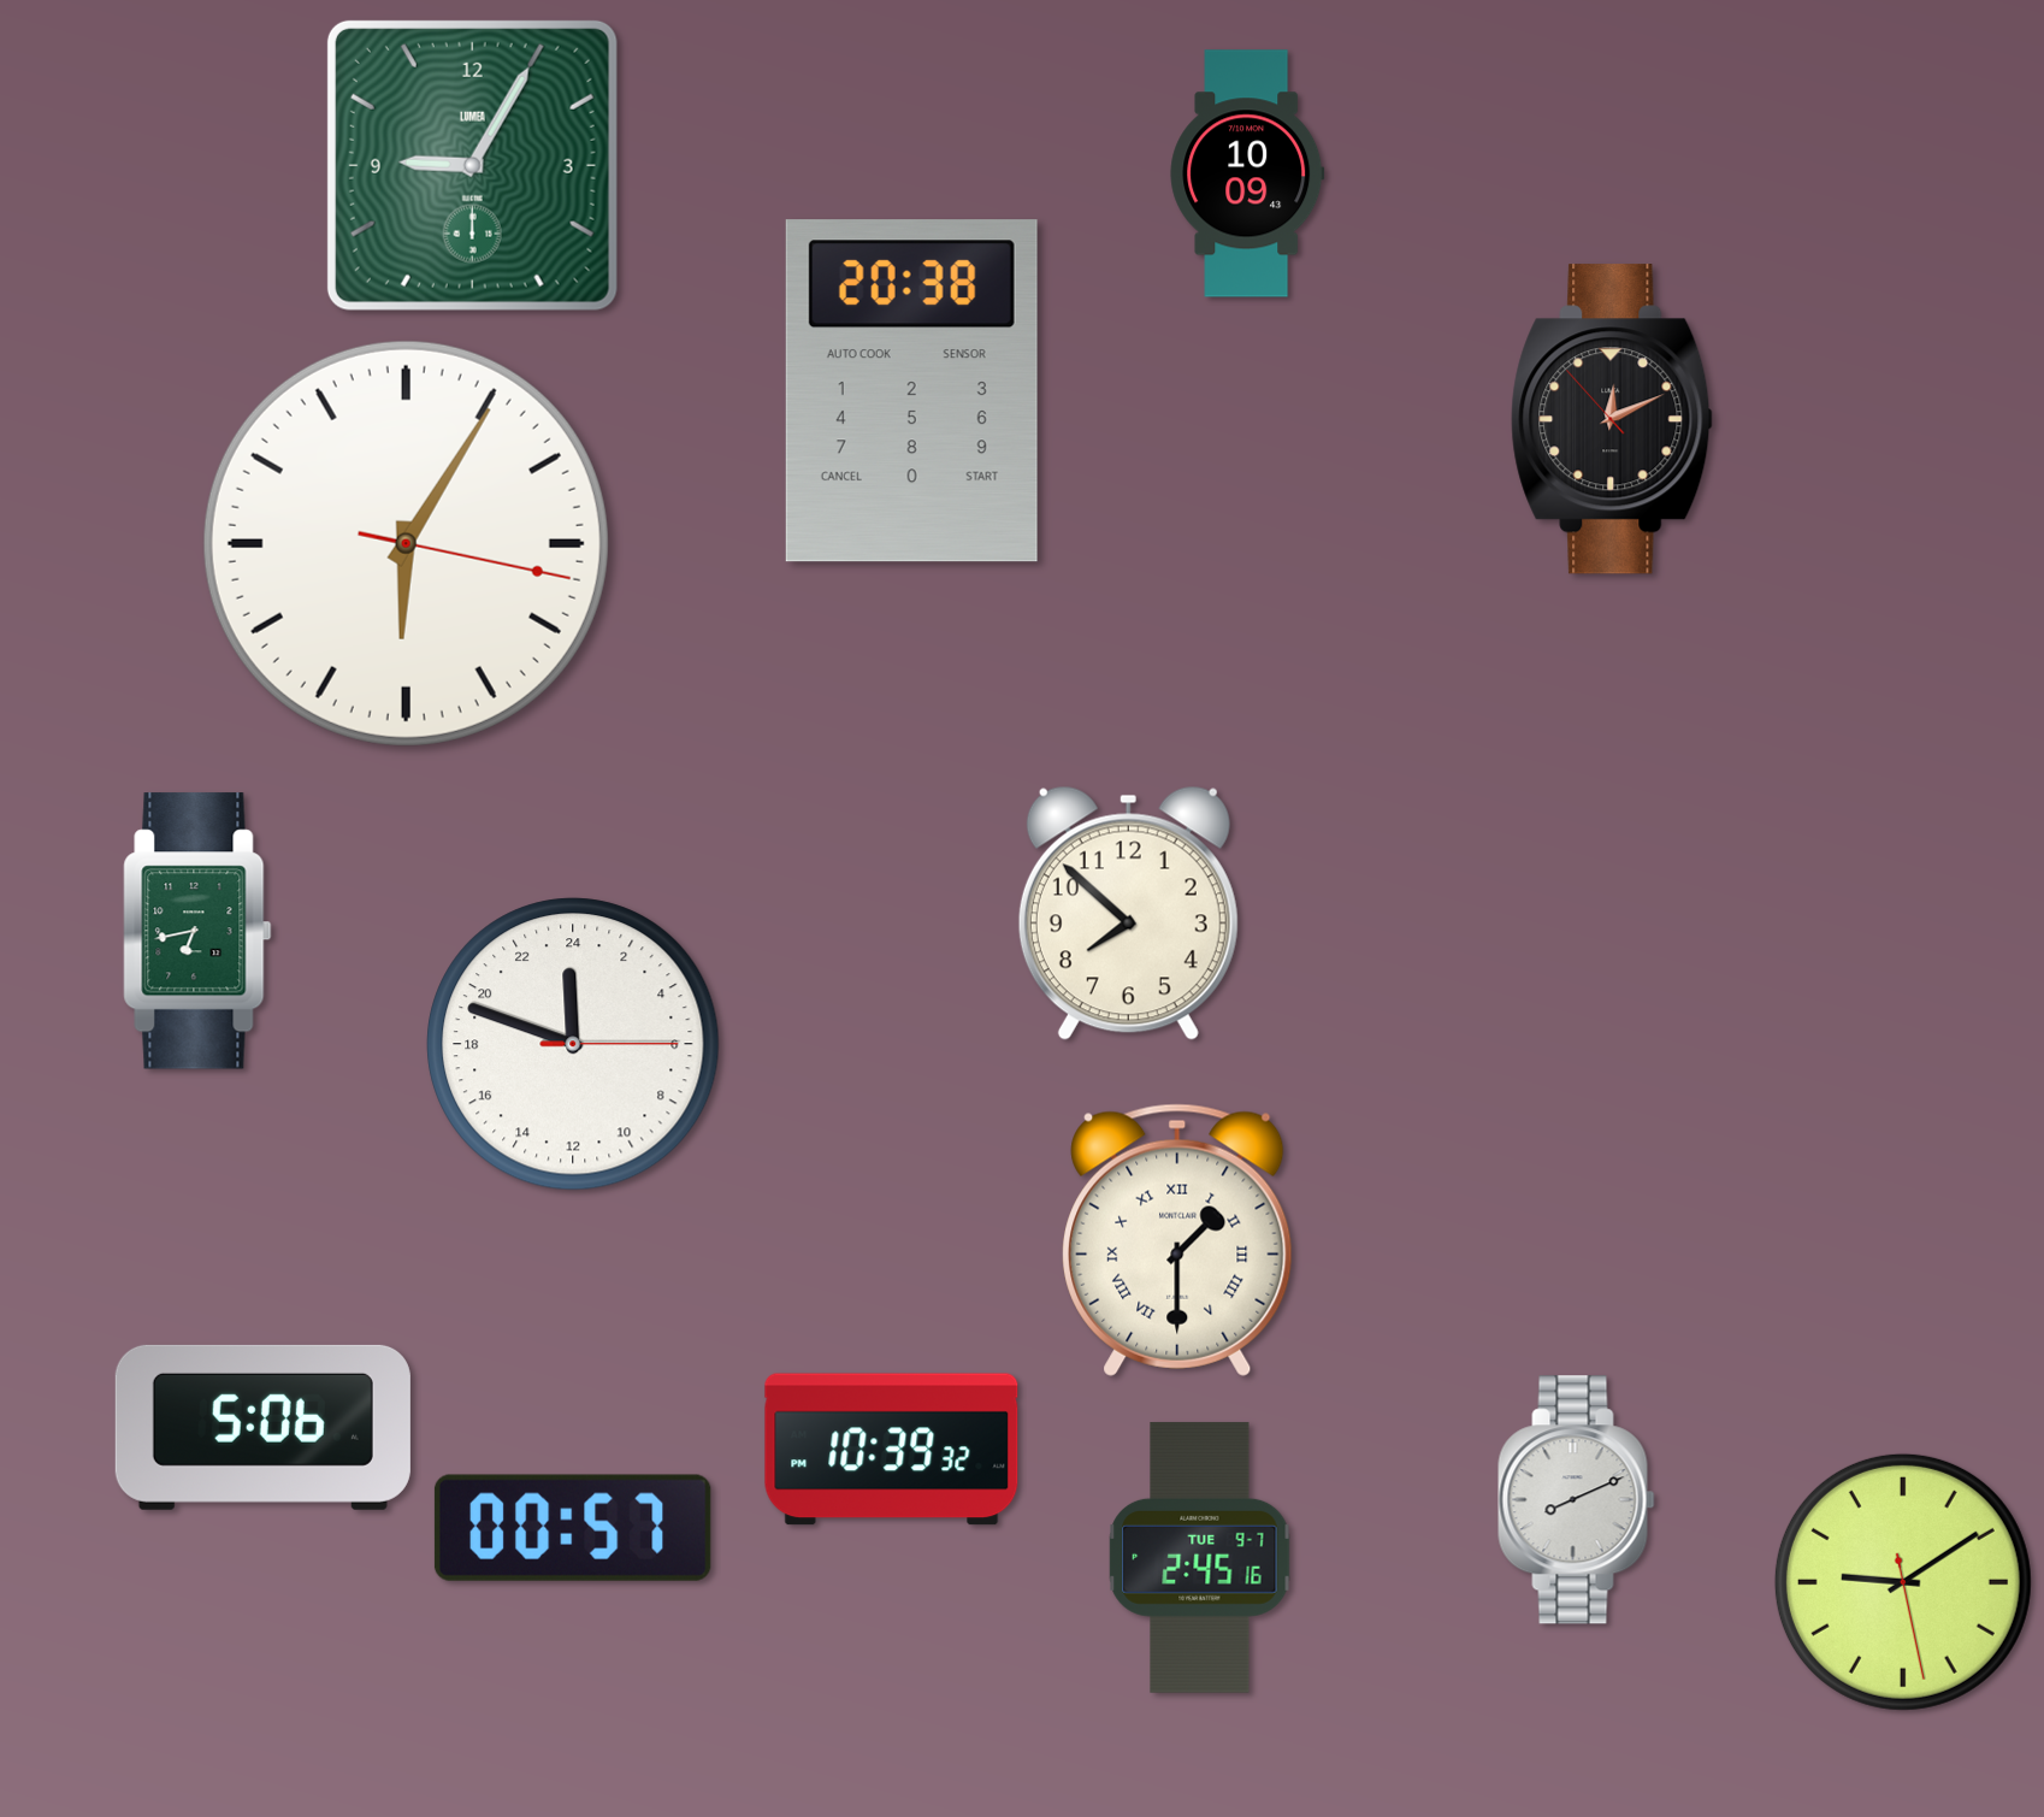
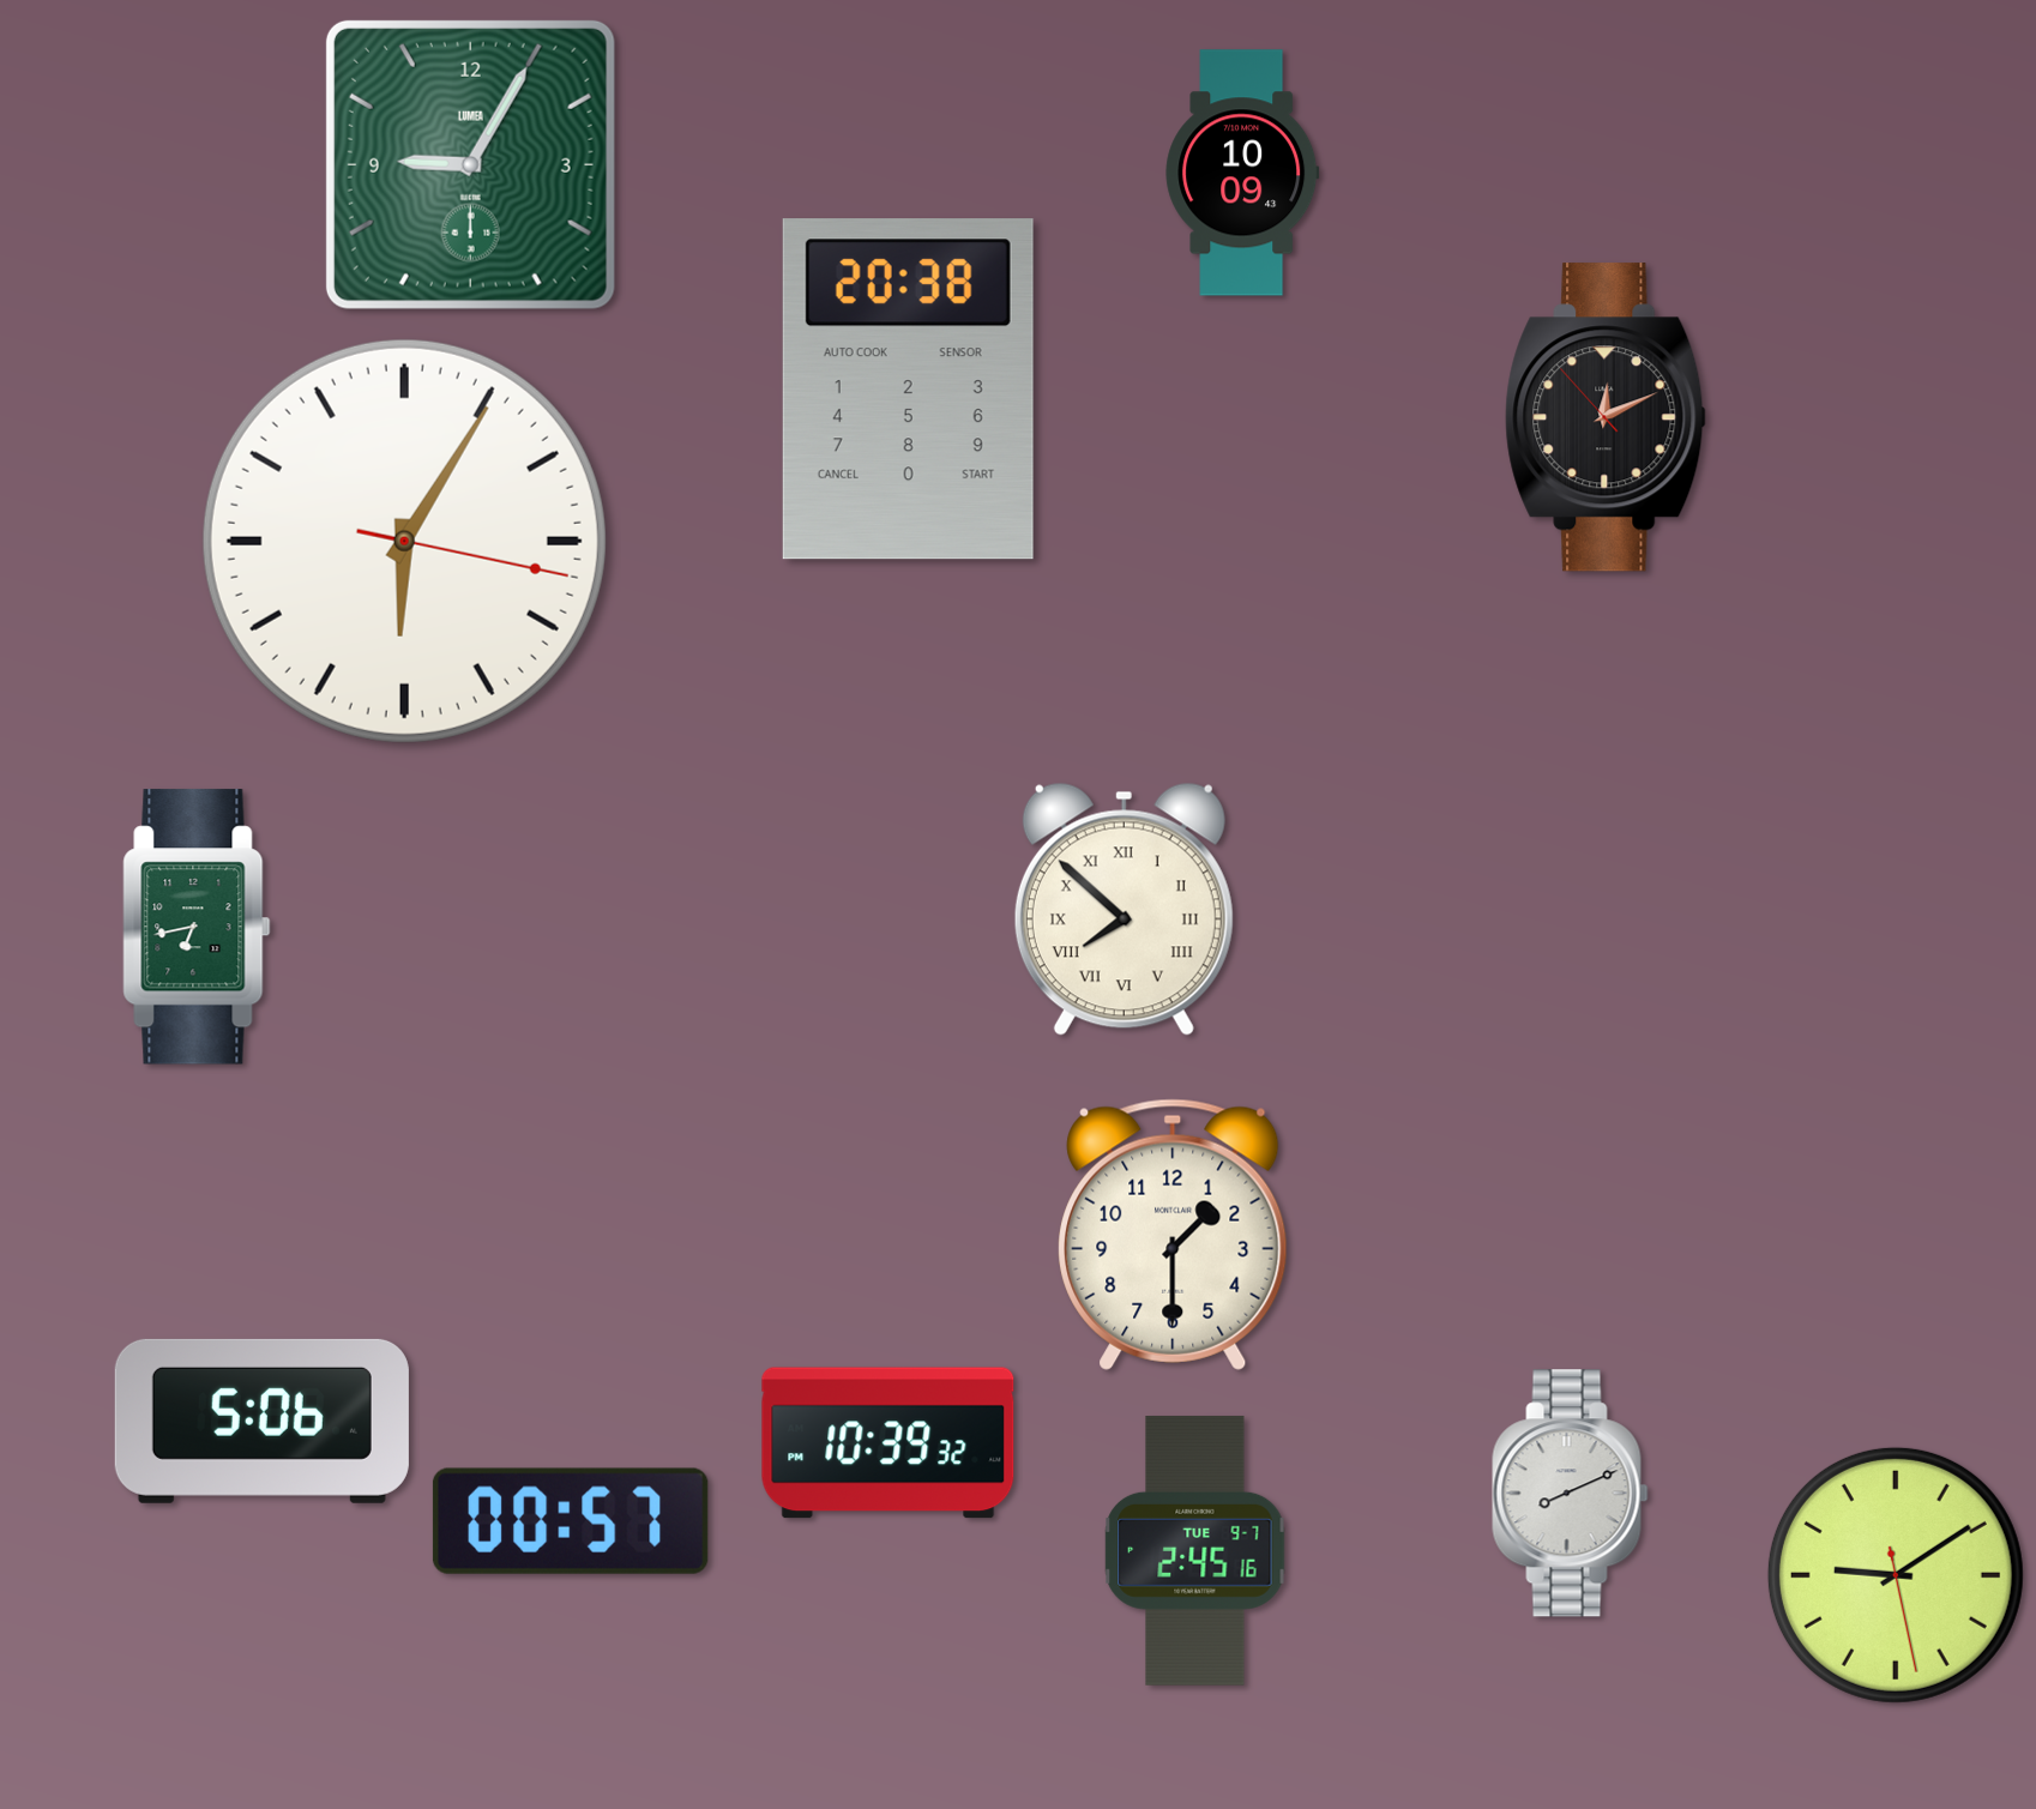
clock at (1128, 913) numerals: Arabic -> Roman
clock at (573, 1044): 23:48 -> none
clock at (1177, 1240) numerals: Roman -> Arabic
